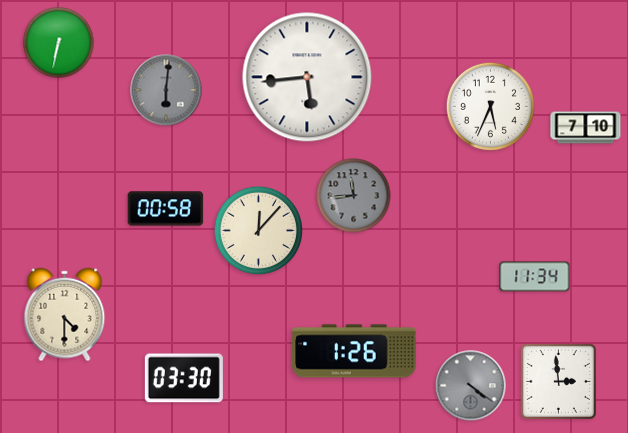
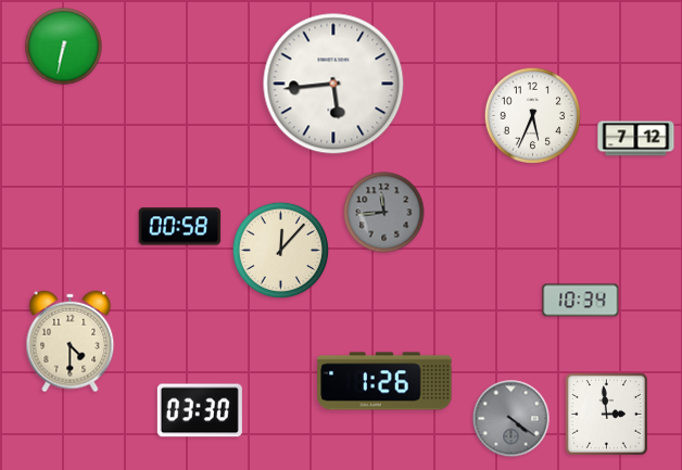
clock at (166, 90): 6:01 -> none
clock at (586, 128): 7:10 -> 7:12
clock at (535, 277): 11:34 -> 10:34
